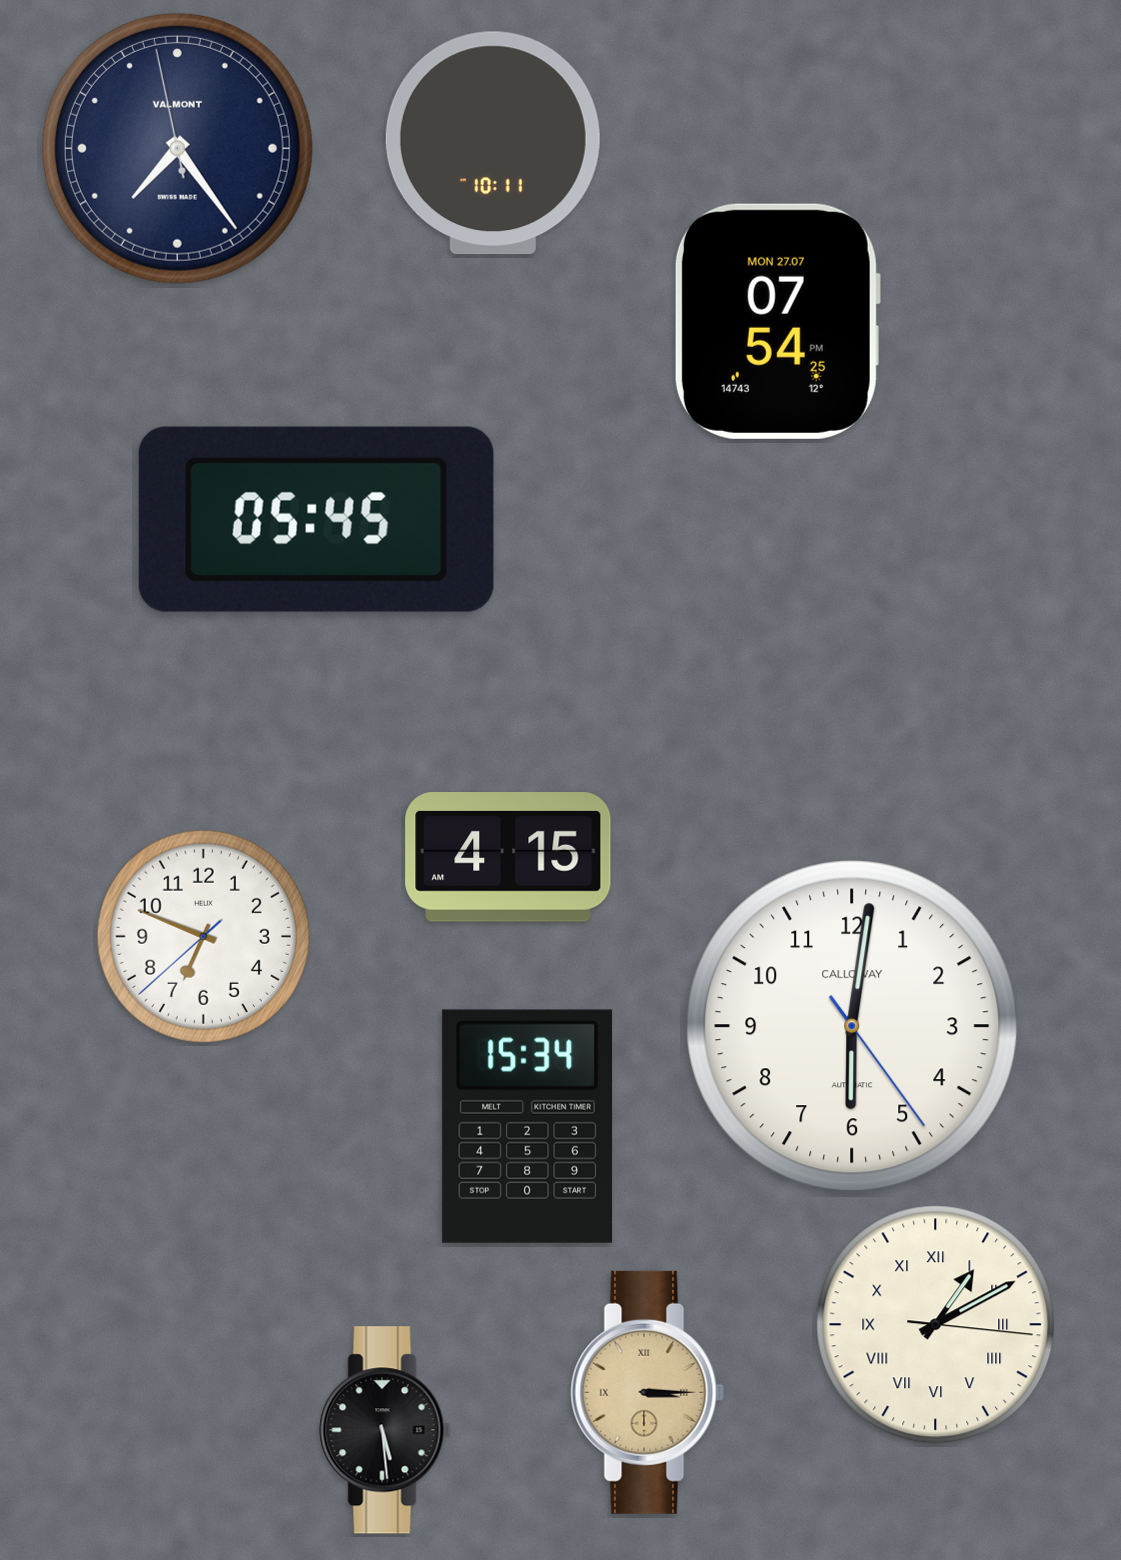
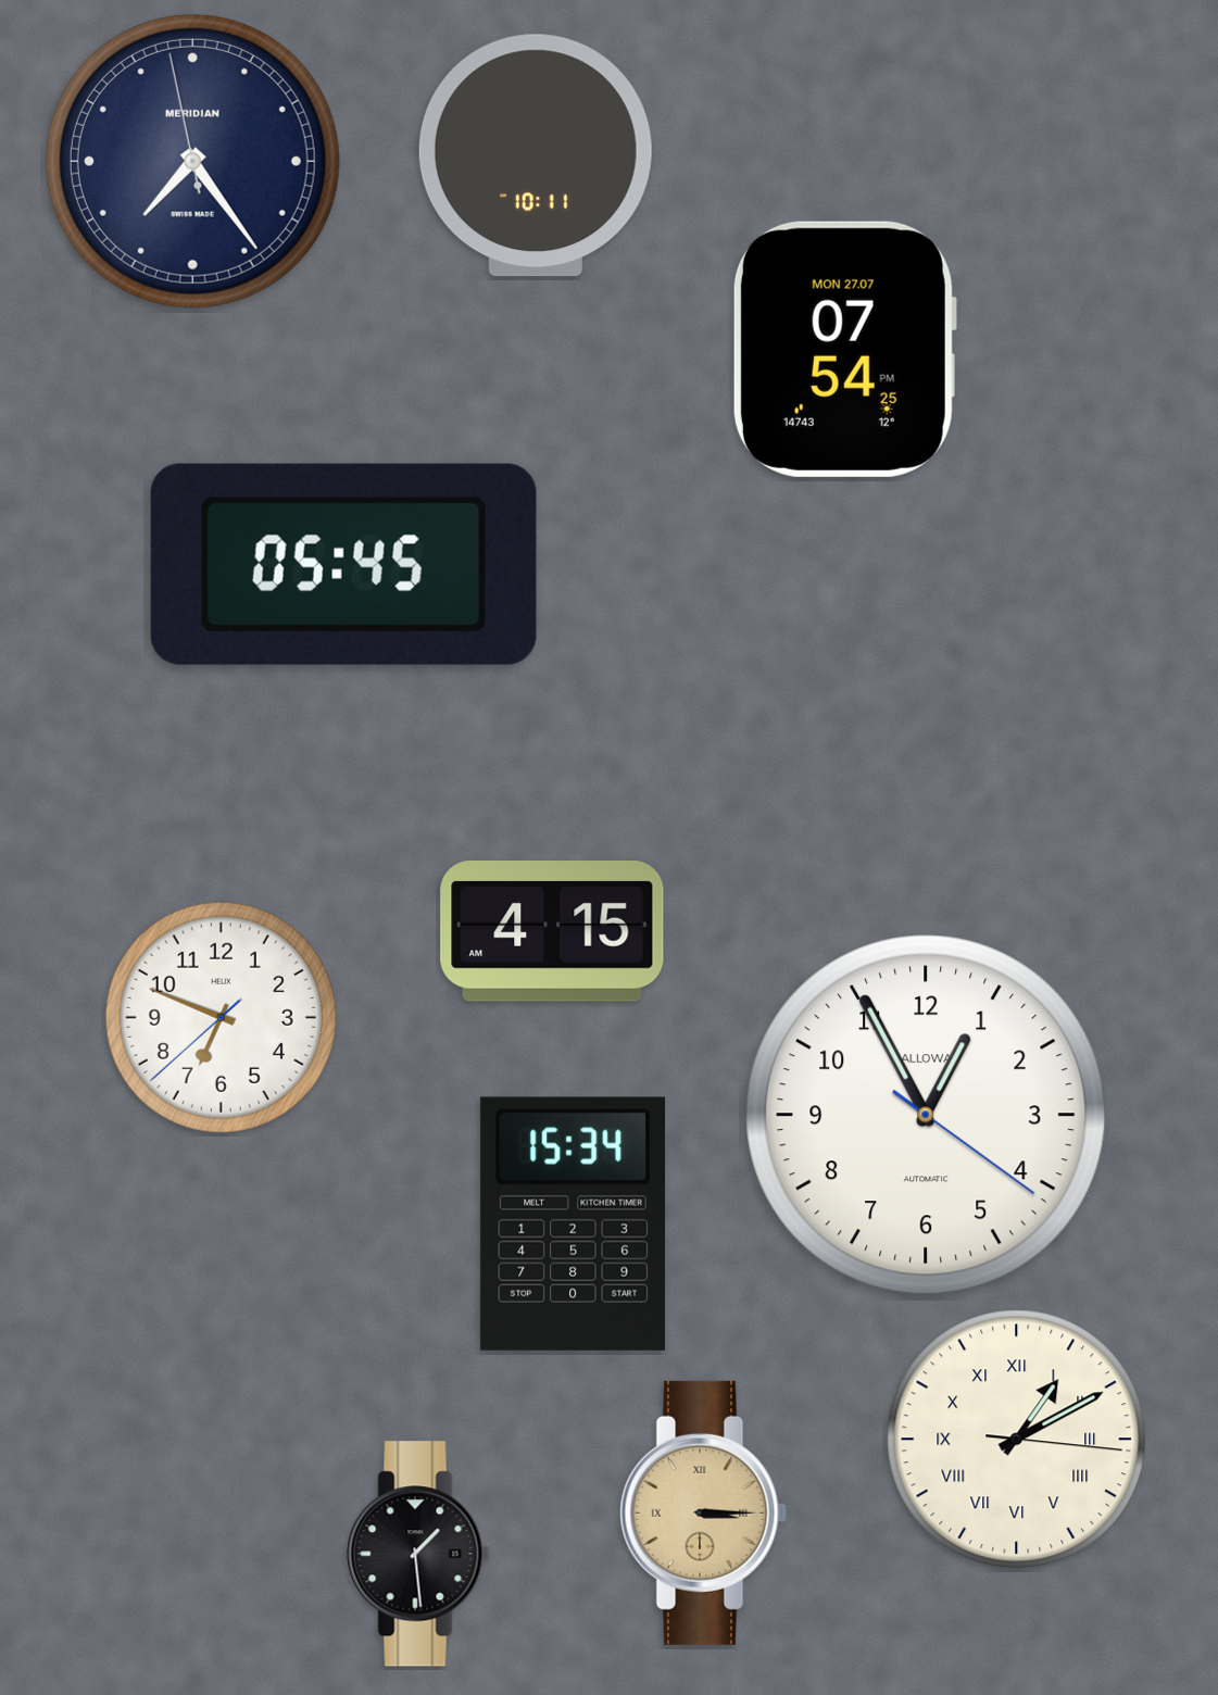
clock at (177, 148) brand: VALMONT -> MERIDIAN
clock at (852, 1026): 6:01 -> 12:55
clock at (385, 1430): 5:29 -> 1:29
